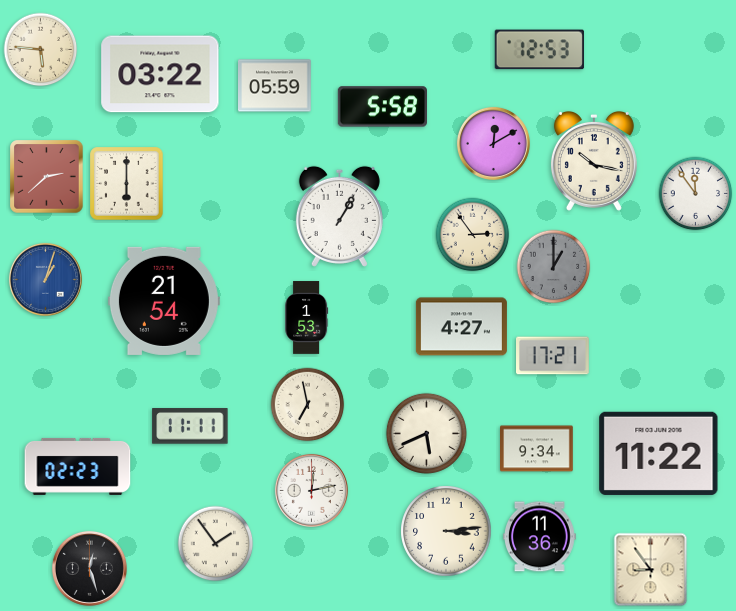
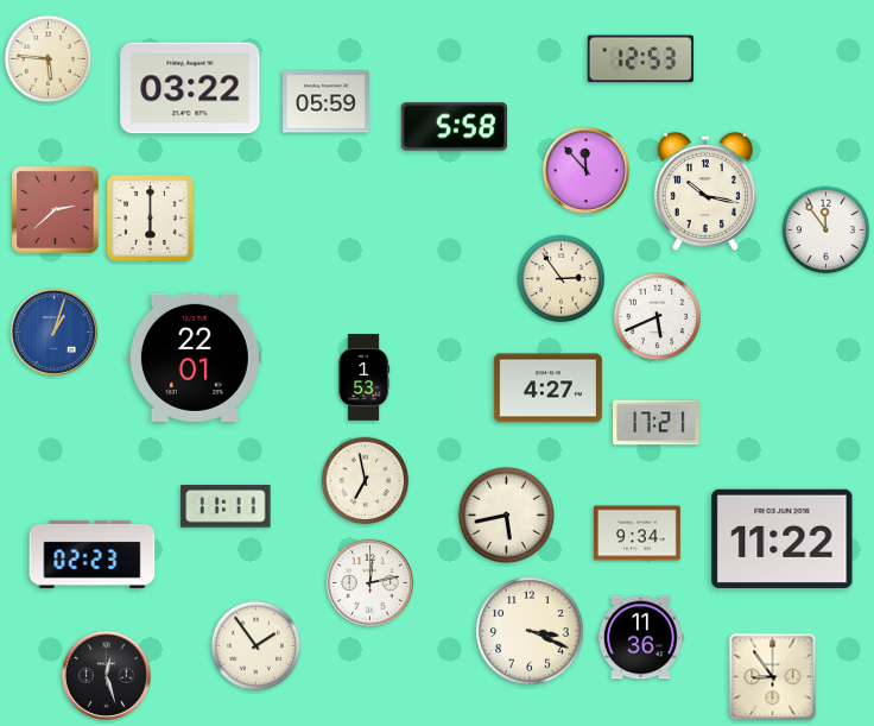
clock at (493, 143): 12:10 -> 11:53
clock at (339, 216): 1:05 -> none
clock at (554, 267): 1:00 -> 5:41
clock at (554, 267) dial: grey -> white
clock at (164, 301): 21:54 -> 22:01
clock at (426, 433): 5:41 -> 5:43
clock at (446, 531): 3:14 -> 3:19
